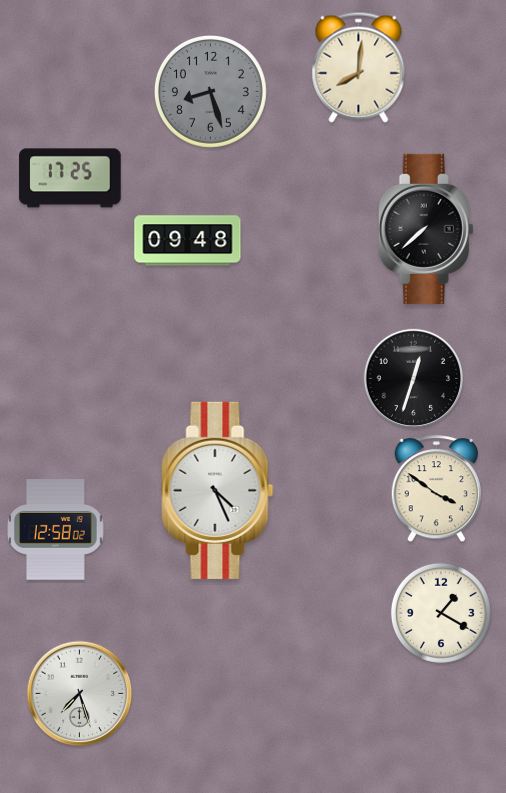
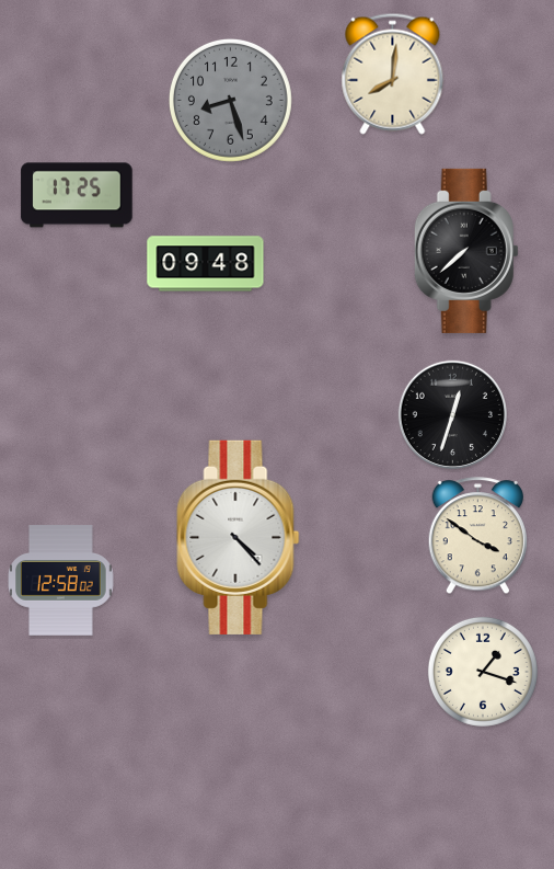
clock at (218, 490): 4:26 -> 4:23
clock at (441, 613): 1:20 -> 1:18
clock at (80, 694): 7:27 -> none
